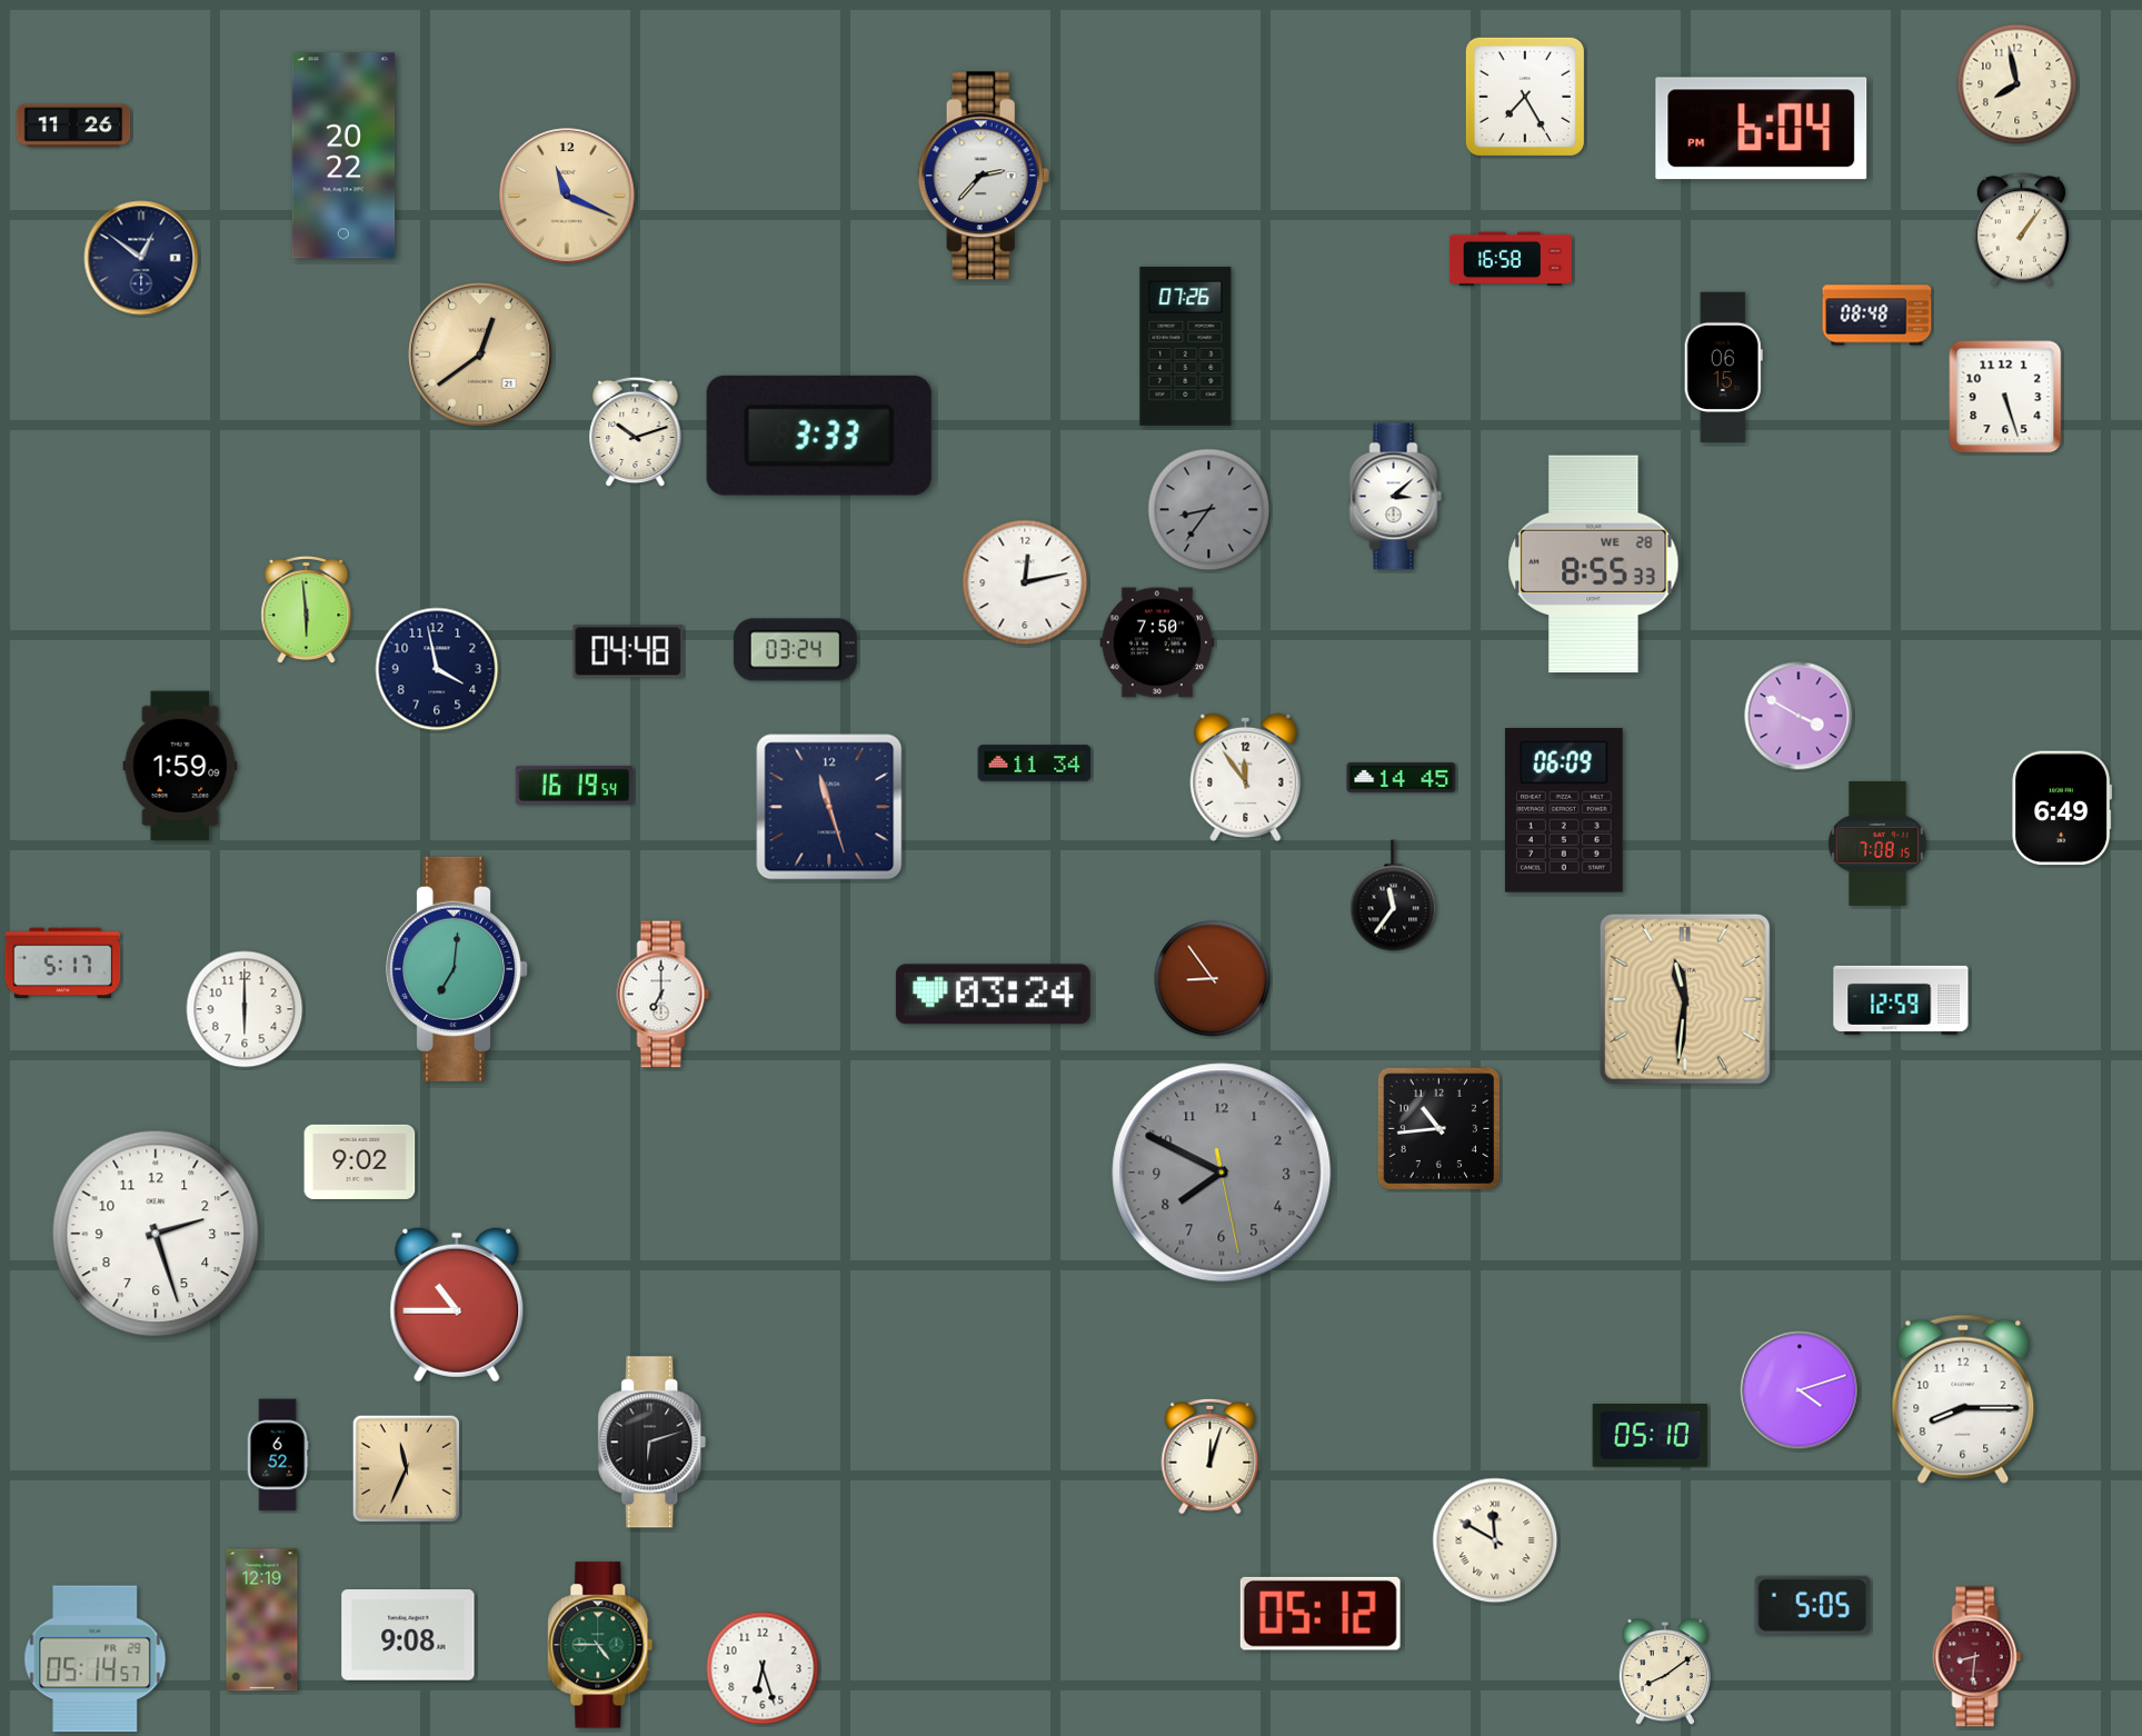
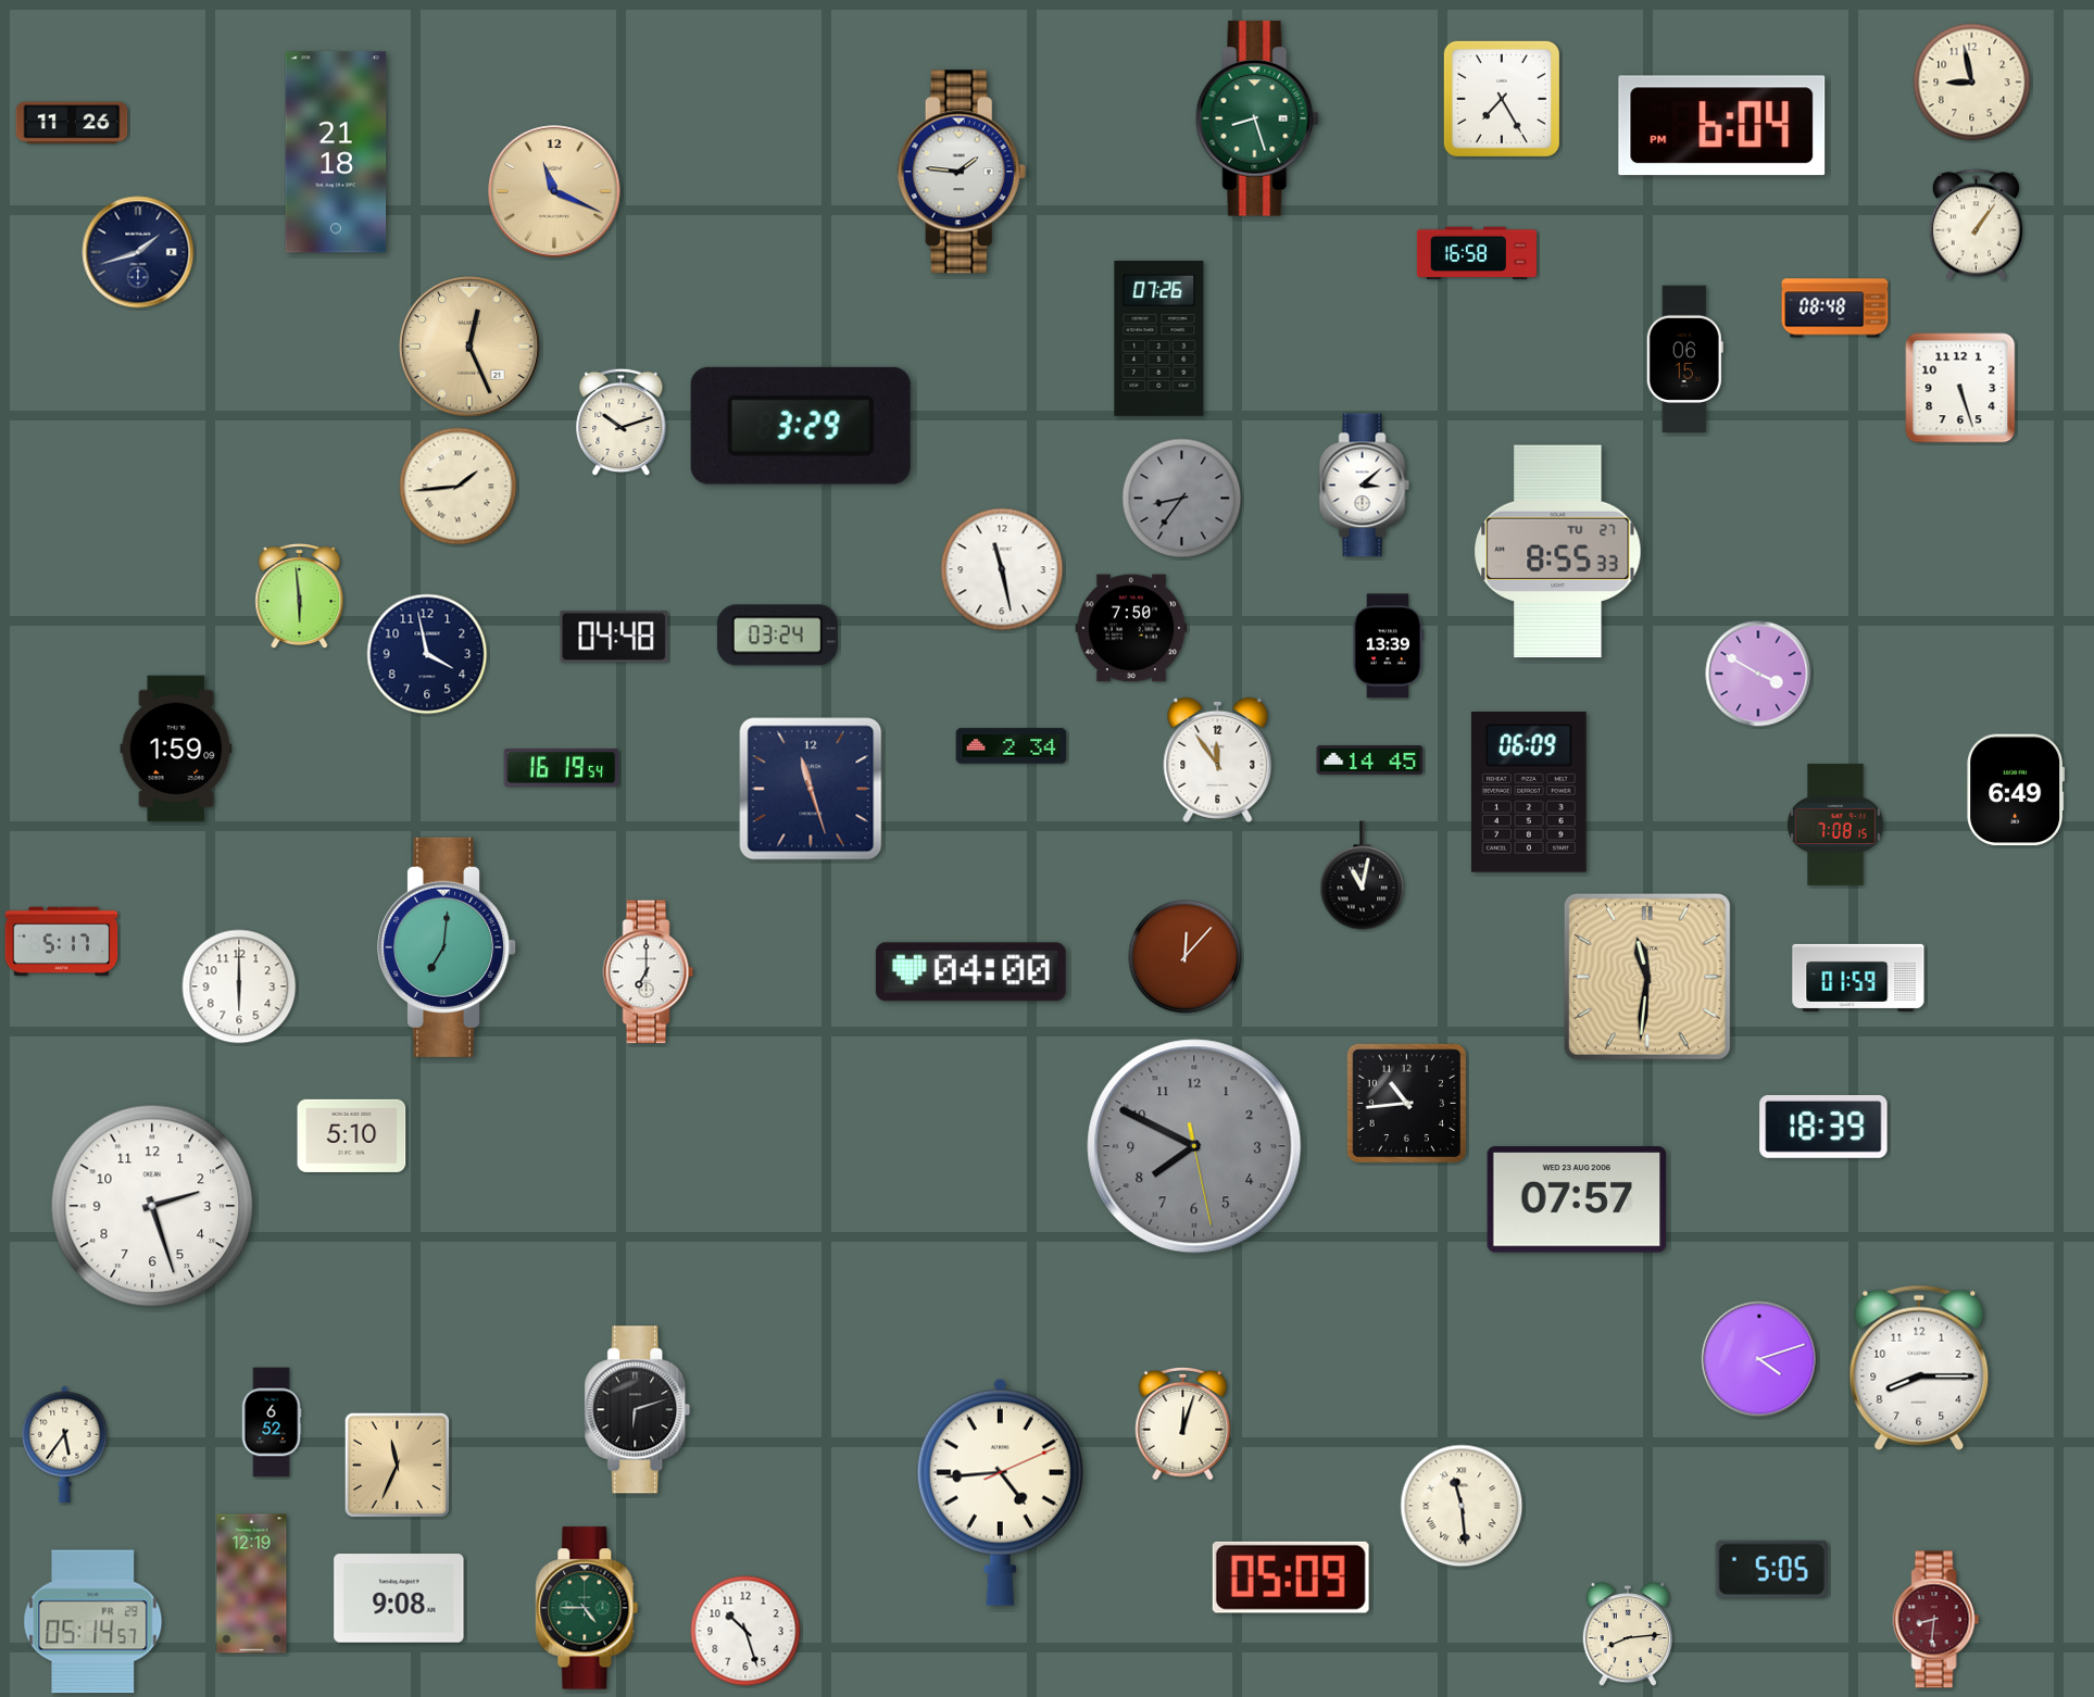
clock at (2018, 84): 7:58 -> 8:58
clock at (1525, 97) position: (1525, 97) -> (1502, 99)
clock at (1257, 118): none -> 8:27
clock at (343, 156): 20:22 -> 21:18
clock at (984, 176): 2:37 -> 1:46
clock at (141, 258): 12:51 -> 1:42
clock at (480, 355): 12:39 -> 12:26
clock at (819, 436): 3:33 -> 3:29
clock at (459, 487): none -> 1:44
clock at (1594, 565) date: WE 28 -> TU 27
clock at (1025, 582): 12:13 -> 11:28
clock at (1388, 646): none -> 13:39
clock at (1799, 716) position: (1799, 716) -> (1758, 674)
clock at (1035, 764): 11:34 -> 2:34
clock at (1394, 896): 11:36 -> 11:02
clock at (1213, 979): 8:54 -> 12:07
clock at (993, 995): 03:24 -> 04:00
clock at (1901, 1000): 12:59 -> 01:59
clock at (1823, 1127): none -> 18:39
clock at (360, 1161): 9:02 -> 5:10
clock at (1577, 1199): none -> 07:57
clock at (457, 1305): 10:45 -> none
clock at (1651, 1436): 05:10 -> none
clock at (406, 1468) position: (406, 1468) -> (397, 1465)
clock at (65, 1444): none -> 5:36
clock at (1000, 1492): none -> 4:44
clock at (1495, 1540): 11:50 -> 11:29
clock at (1321, 1614): 05:12 -> 05:09
clock at (262, 1620) position: (262, 1620) -> (252, 1584)
clock at (1977, 1657) position: (1977, 1657) -> (1936, 1620)
clock at (763, 1668): 6:27 -> 10:27
clock at (1665, 1673): 8:09 -> 8:14
